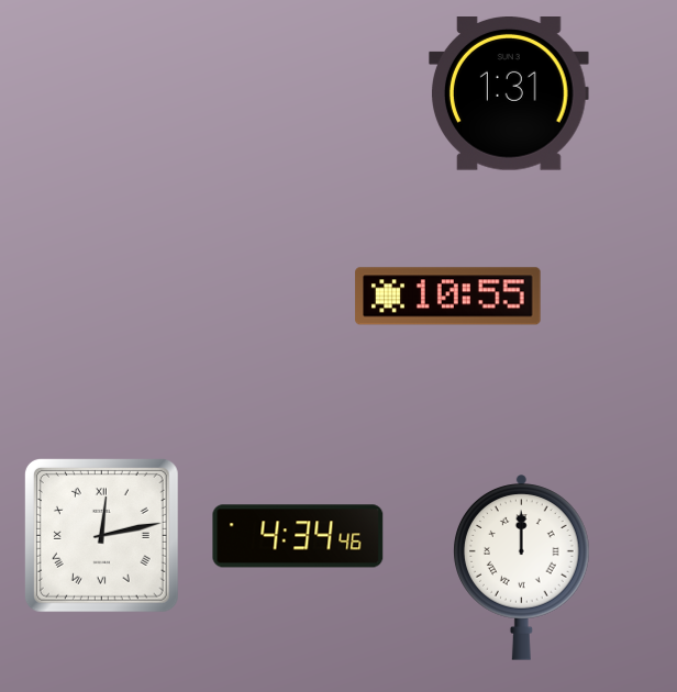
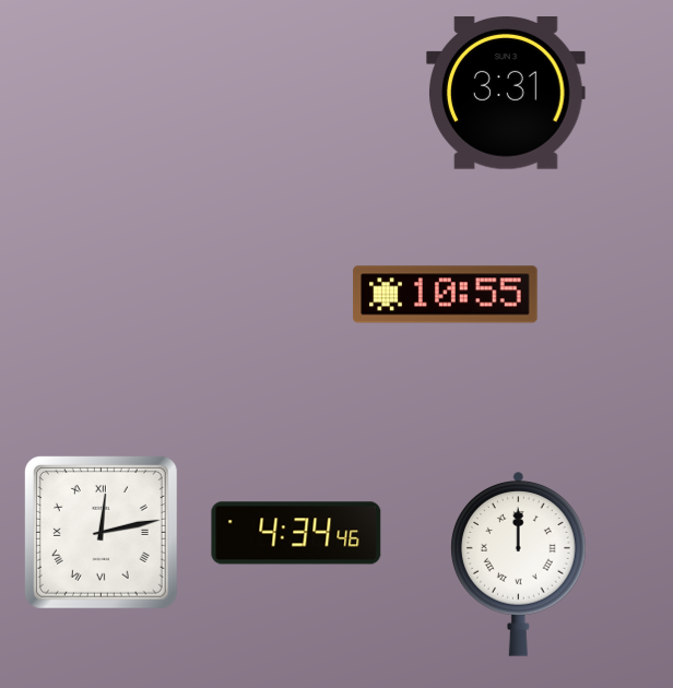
clock at (510, 94): 1:31 -> 3:31
